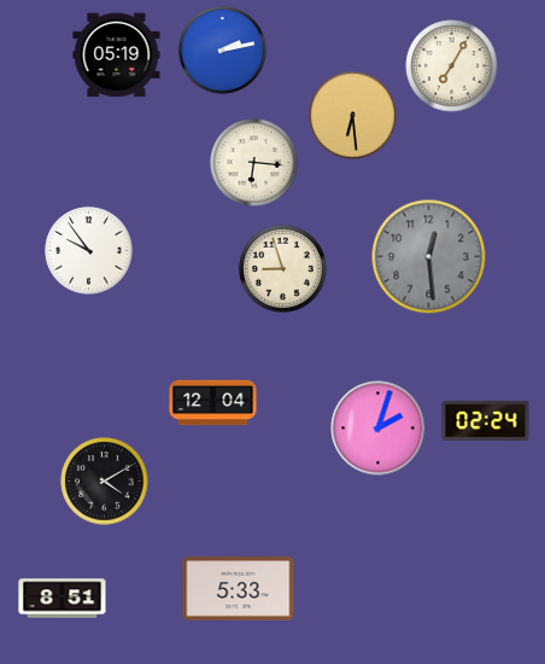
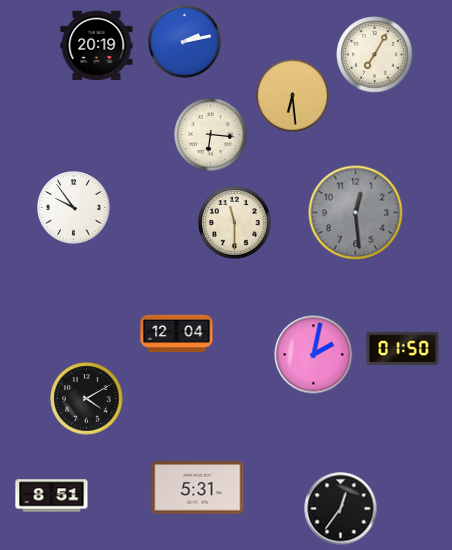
clock at (117, 56): 05:19 -> 20:19
clock at (283, 269): 8:57 -> 11:30
clock at (486, 421): 02:24 -> 01:50
clock at (379, 429): 2:03 -> 2:02
clock at (239, 589): 5:33 -> 5:31
clock at (341, 509): none -> 12:36
